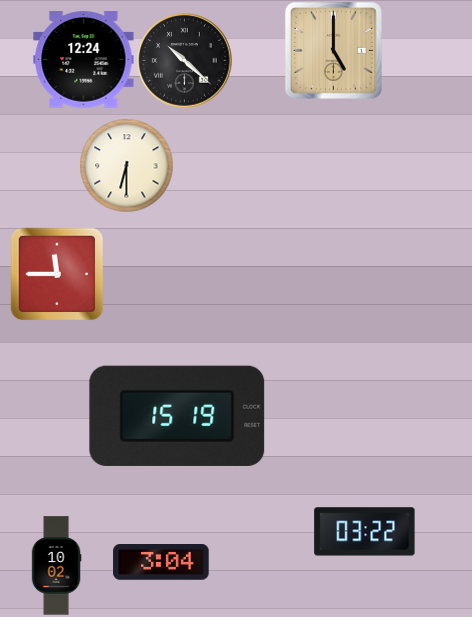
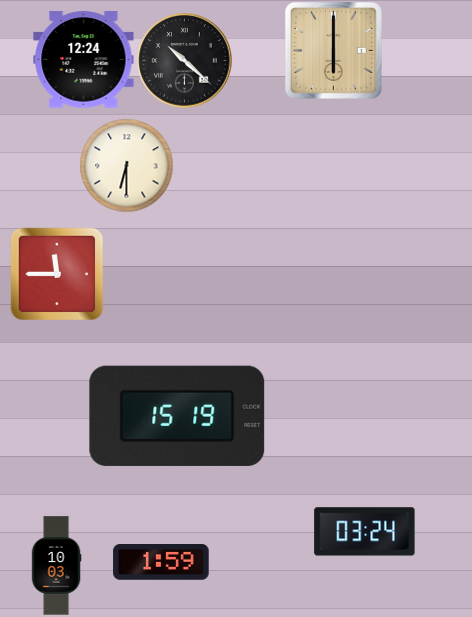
clock at (333, 50): 5:00 -> 6:00
clock at (365, 532): 03:22 -> 03:24
clock at (161, 562): 3:04 -> 1:59
clock at (56, 566): 10:02 -> 10:03
